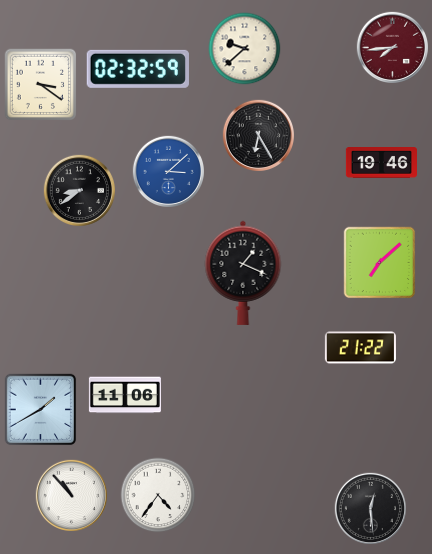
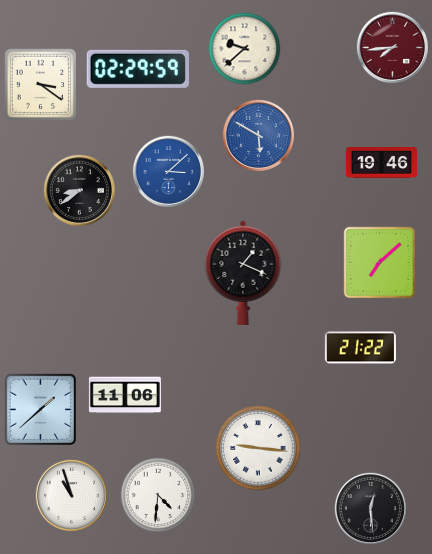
clock at (138, 69): 02:32 -> 02:29
clock at (258, 135): 6:25 -> 5:50
clock at (258, 135) dial: black -> blue
clock at (41, 410): 1:40 -> 1:38
clock at (258, 448): none -> 9:16
clock at (71, 495): 10:53 -> 10:57
clock at (158, 495): 4:36 -> 4:31
